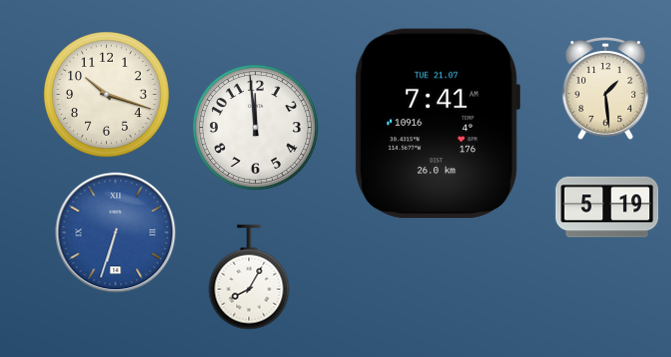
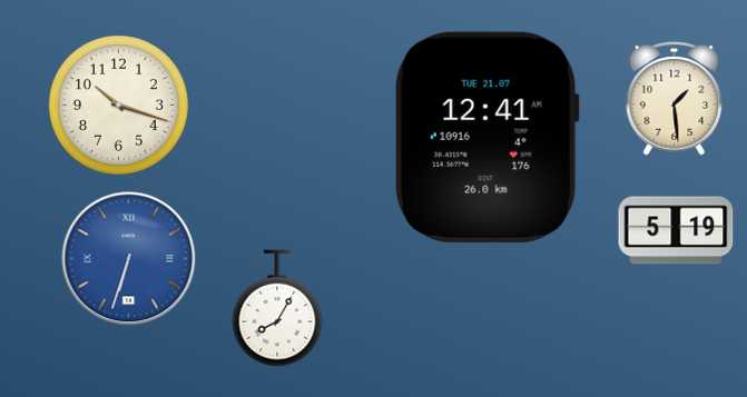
clock at (437, 123): 7:41 -> 12:41
clock at (255, 127): 11:59 -> none
